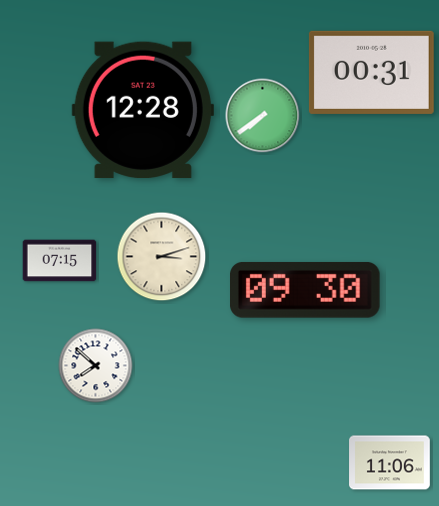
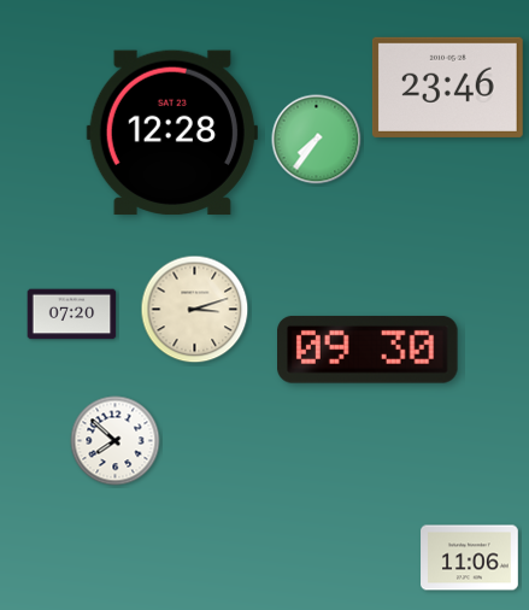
clock at (371, 72): 00:31 -> 23:46
clock at (263, 116): 7:39 -> 7:36
clock at (60, 261): 07:15 -> 07:20
